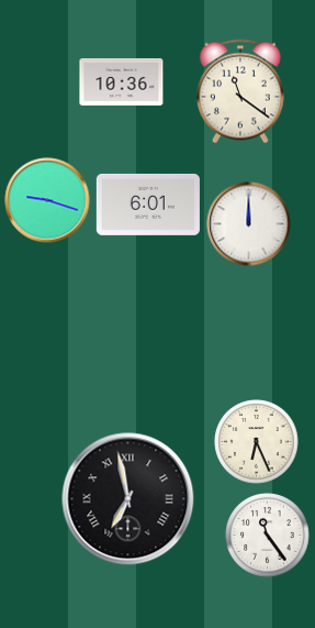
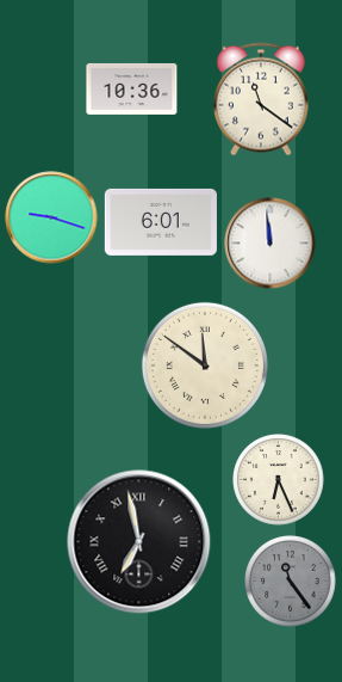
clock at (249, 224): 12:00 -> 11:59
clock at (205, 365): none -> 11:51
clock at (268, 536) dial: white -> grey
